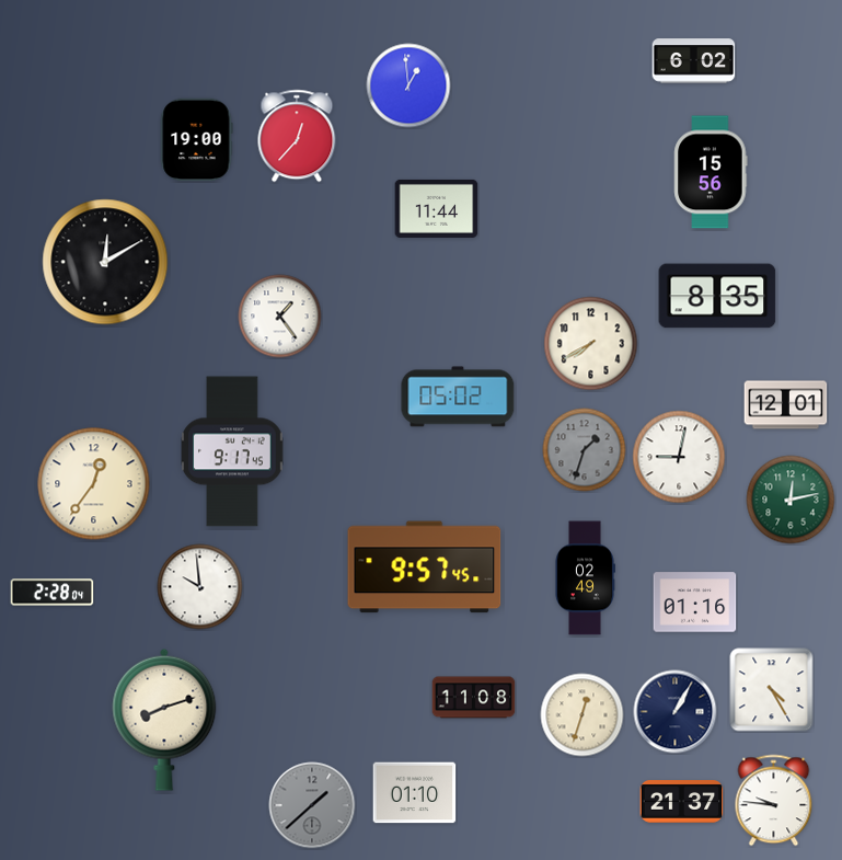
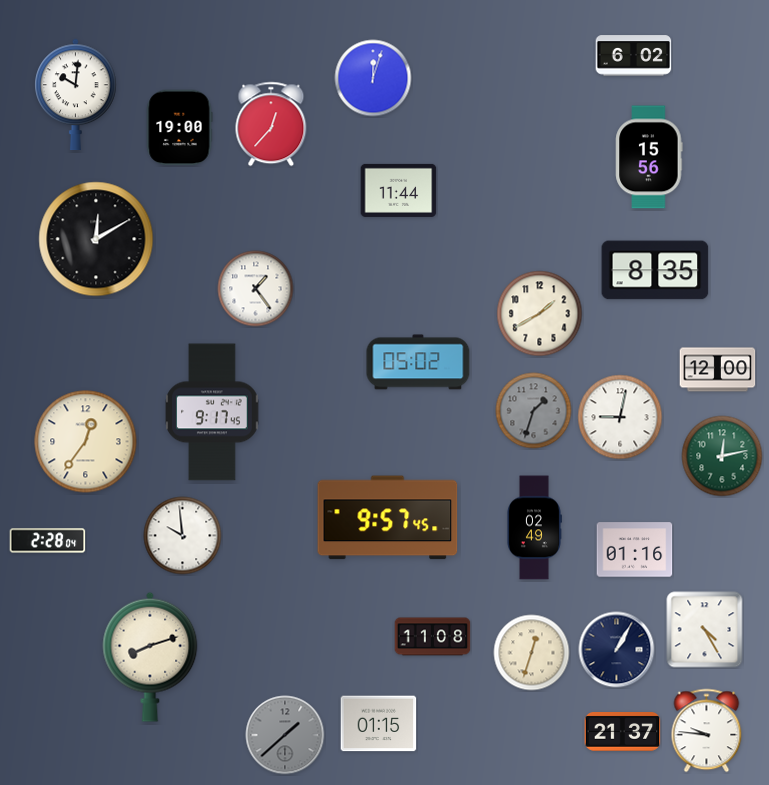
clock at (408, 85): 12:59 -> 12:03
clock at (76, 95): none -> 10:01
clock at (591, 344): 7:40 -> 1:40
clock at (786, 405): 12:01 -> 12:00
clock at (415, 793): 01:10 -> 01:15
